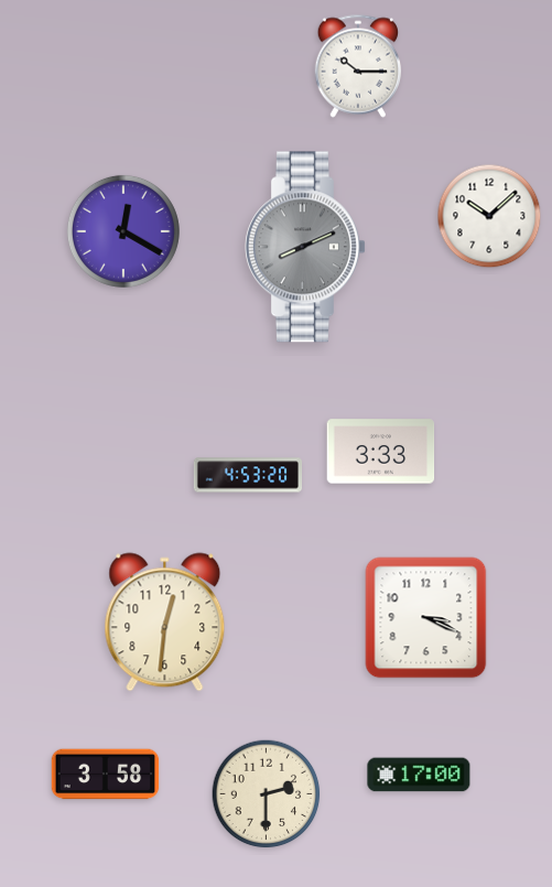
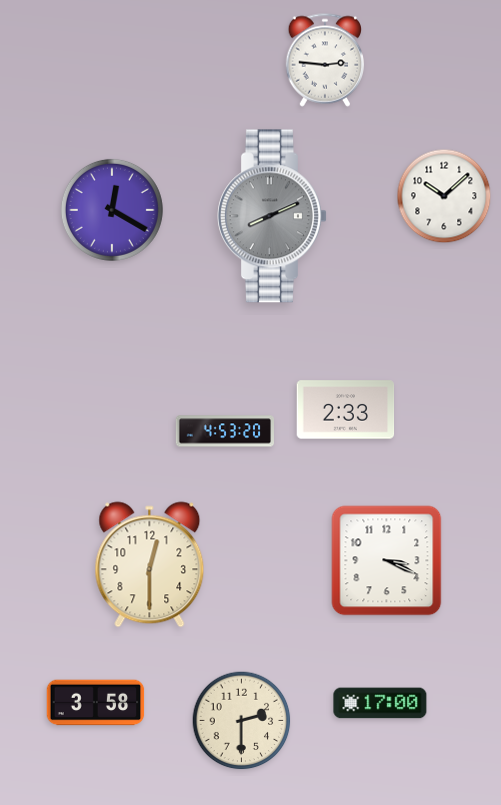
clock at (358, 66): 10:15 -> 2:46
clock at (306, 247) position: (306, 247) -> (273, 216)
clock at (381, 452): 3:33 -> 2:33
clock at (165, 623): 12:31 -> 12:30
